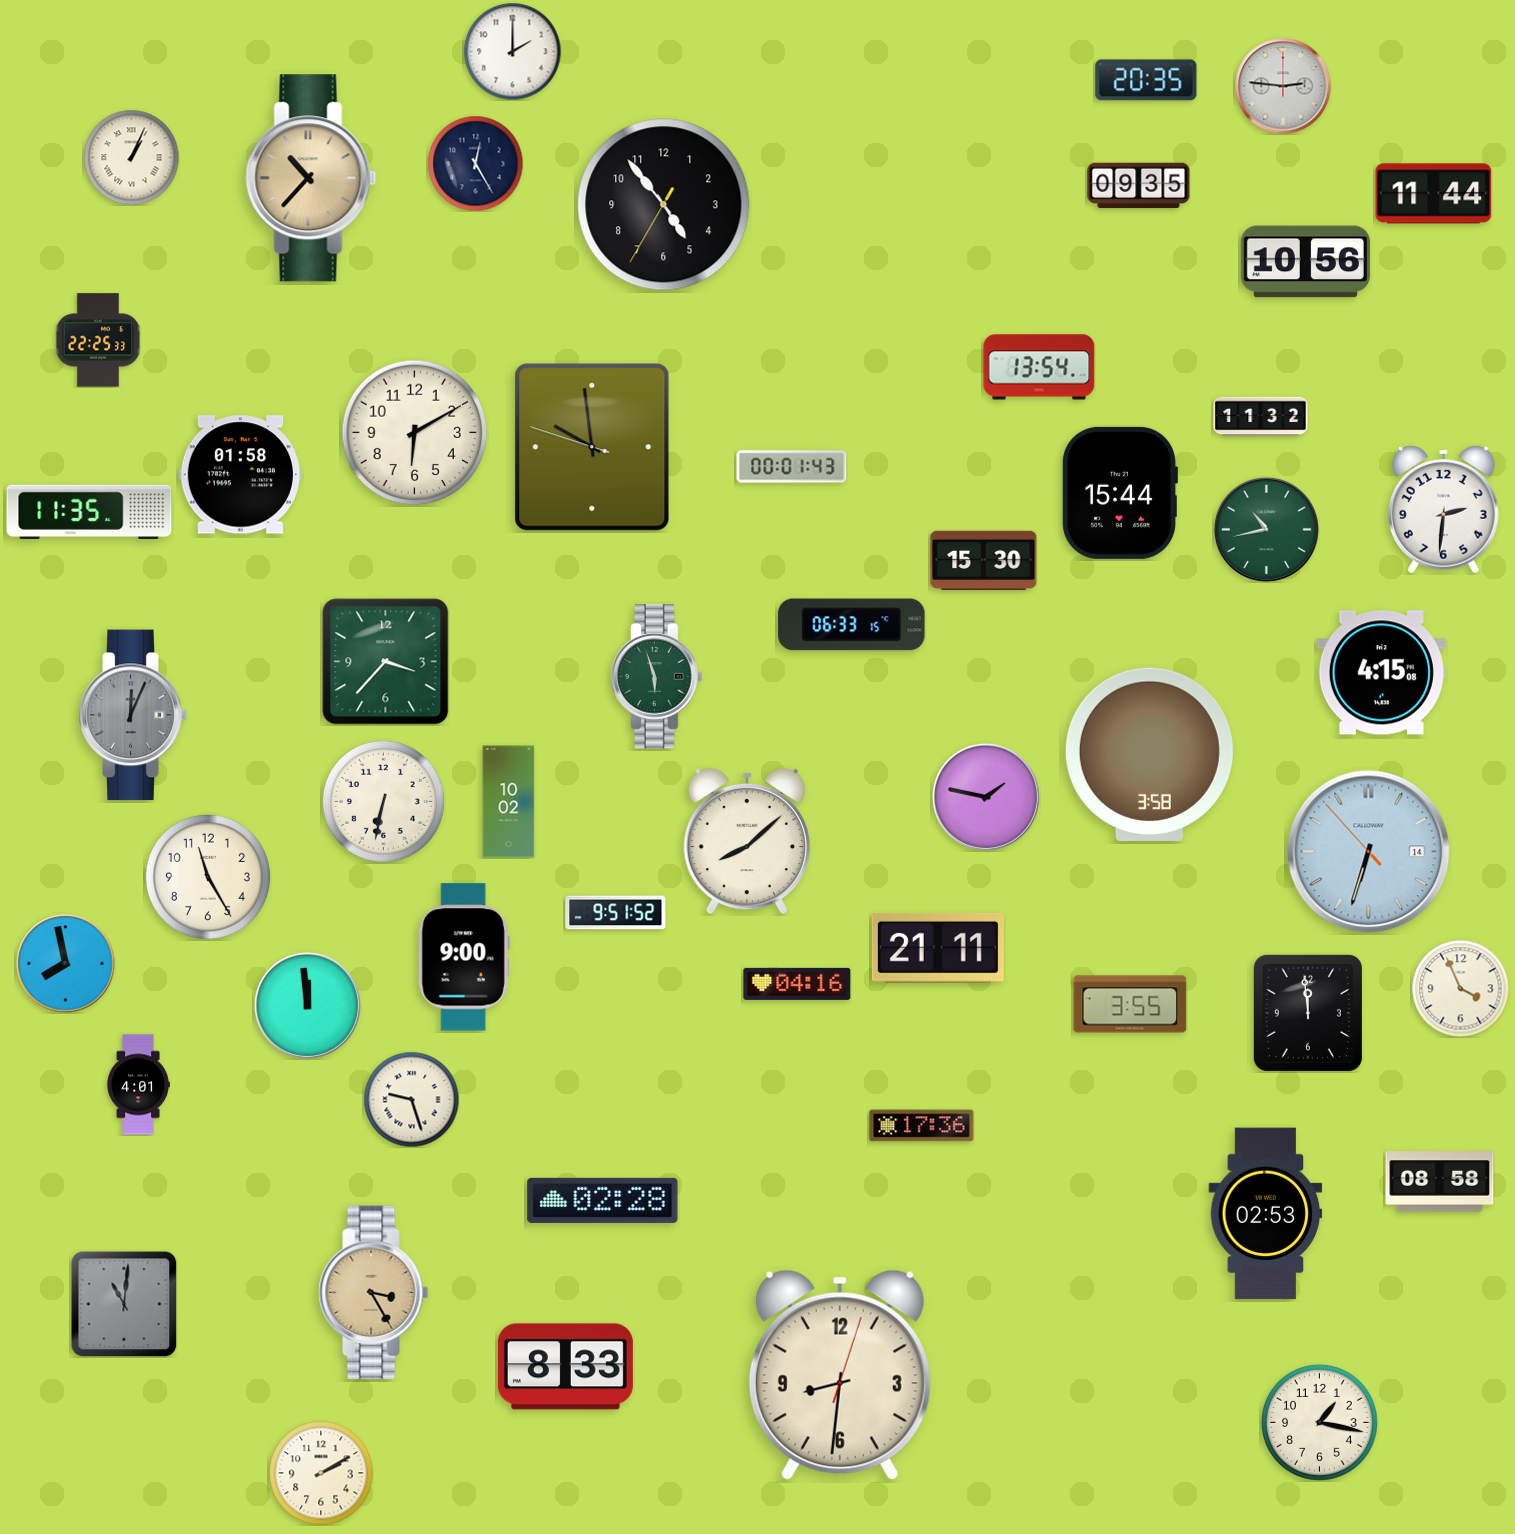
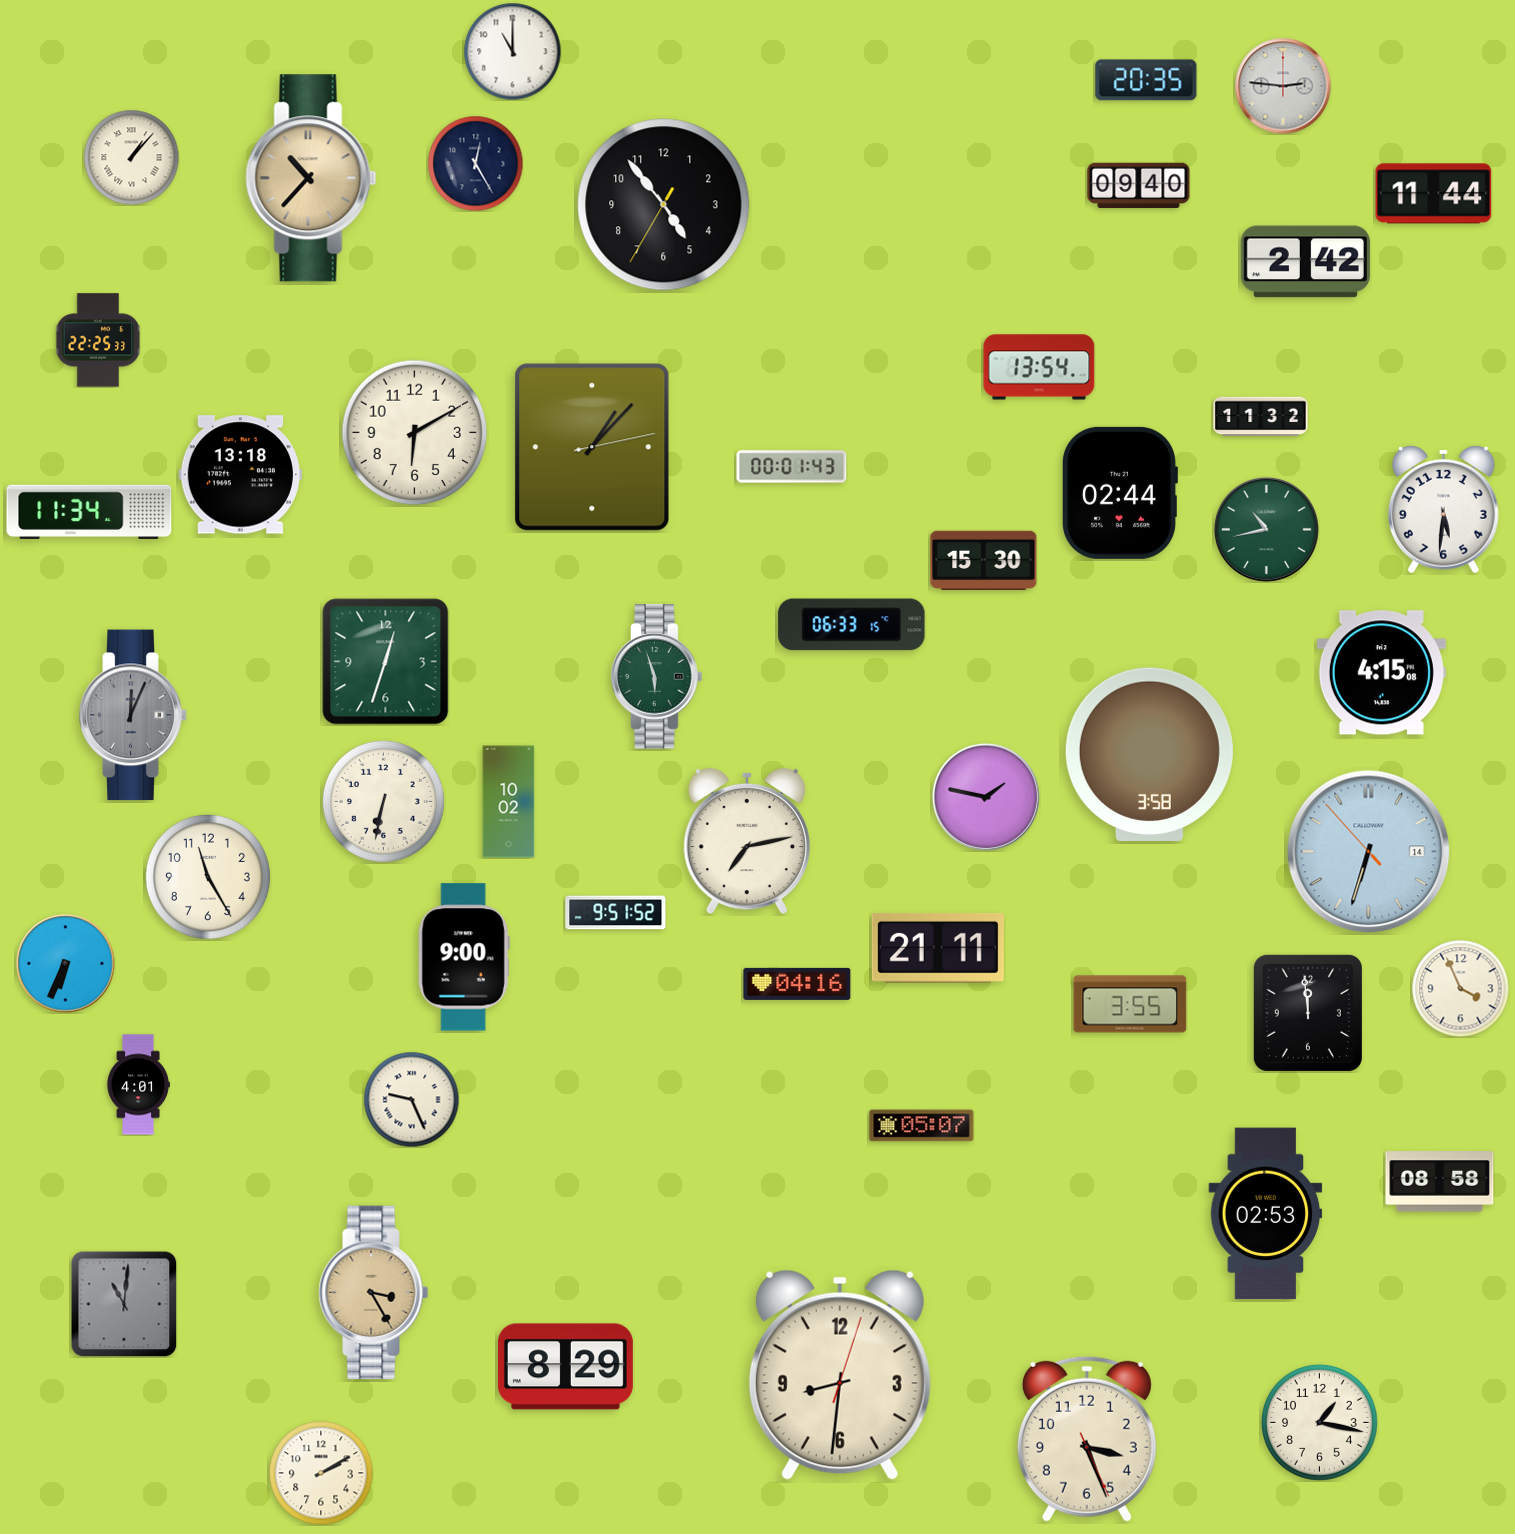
clock at (512, 51): 2:00 -> 11:00
clock at (131, 157): 1:04 -> 1:07
clock at (1139, 186): 09:35 -> 09:40
clock at (1305, 262): 10:56 -> 2:42
clock at (592, 447): 9:58 -> 1:07
clock at (240, 475): 01:58 -> 13:18
clock at (1120, 493): 15:44 -> 02:44
clock at (1444, 509): 2:31 -> 5:31
clock at (89, 512): 11:35 -> 11:34
clock at (386, 662): 3:37 -> 12:33
clock at (747, 841): 8:08 -> 7:13
clock at (66, 964): 7:58 -> 6:34
clock at (307, 1005): 11:59 -> none
clock at (411, 1099): 9:27 -> 9:26
clock at (922, 1126): 17:36 -> 05:07
clock at (603, 1200): 02:28 -> none
clock at (565, 1367): 8:33 -> 8:29
clock at (1087, 1439): none -> 3:26
